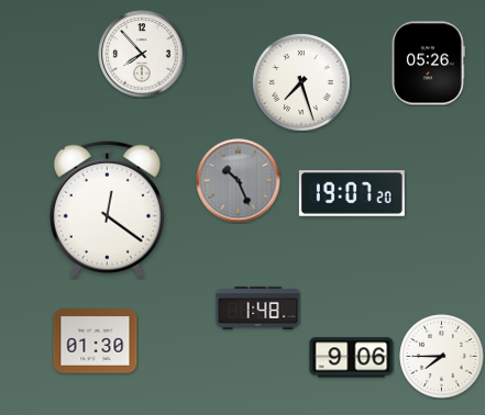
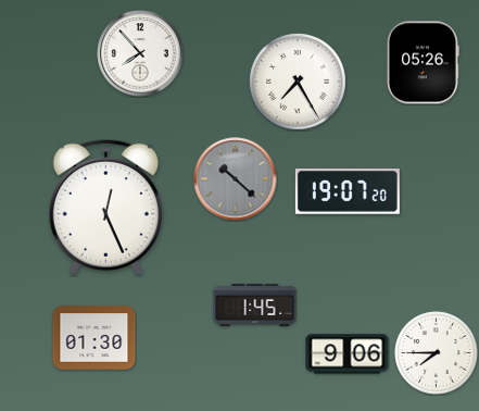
clock at (302, 83): 7:27 -> 7:25
clock at (239, 181): 10:26 -> 10:22
clock at (107, 209): 12:21 -> 12:26
clock at (258, 307): 1:48 -> 1:45
